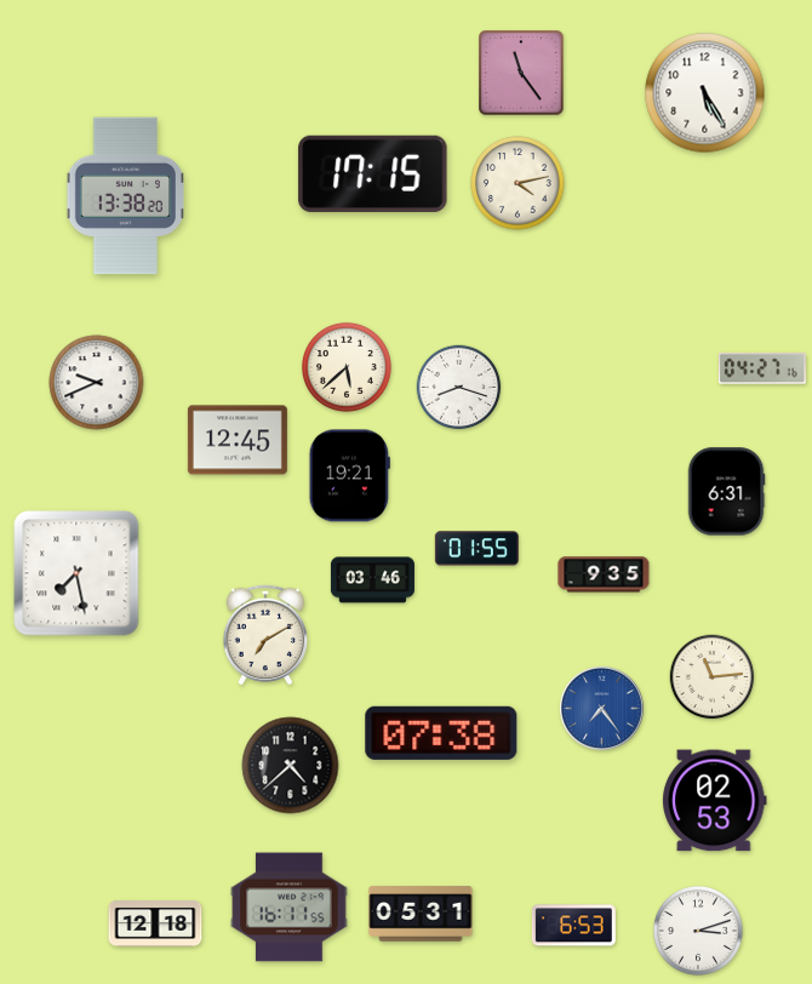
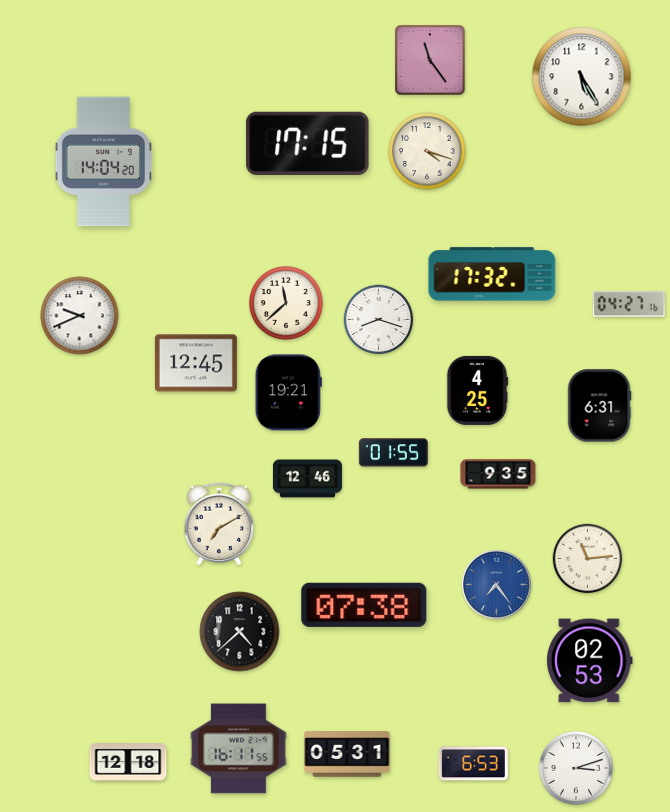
clock at (517, 183): 4:13 -> 4:18
clock at (125, 196): 13:38 -> 14:04
clock at (492, 274): none -> 17:32
clock at (347, 367): 5:38 -> 11:38
clock at (477, 390): none -> 4:25
clock at (76, 573): 7:28 -> none
clock at (372, 580): 03:46 -> 12:46
